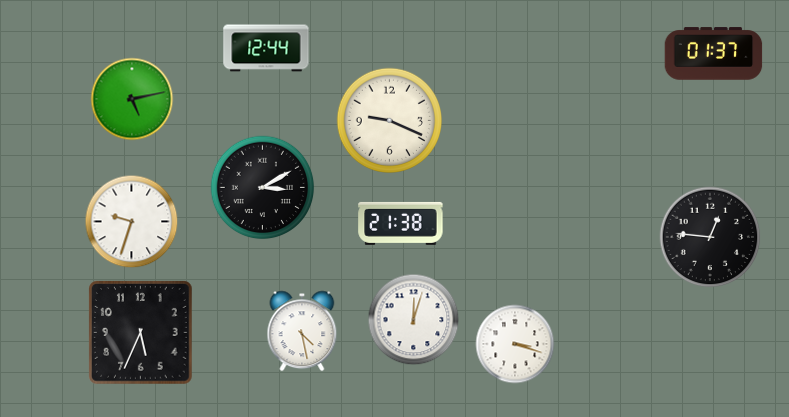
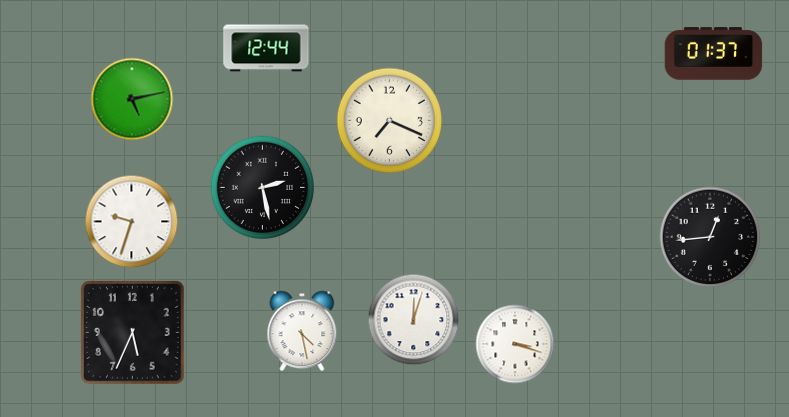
clock at (389, 120): 9:19 -> 7:19
clock at (263, 188): 3:10 -> 2:28
clock at (401, 223): 21:38 -> none
clock at (710, 237): 12:46 -> 12:44
clock at (141, 333) position: (141, 333) -> (133, 333)
